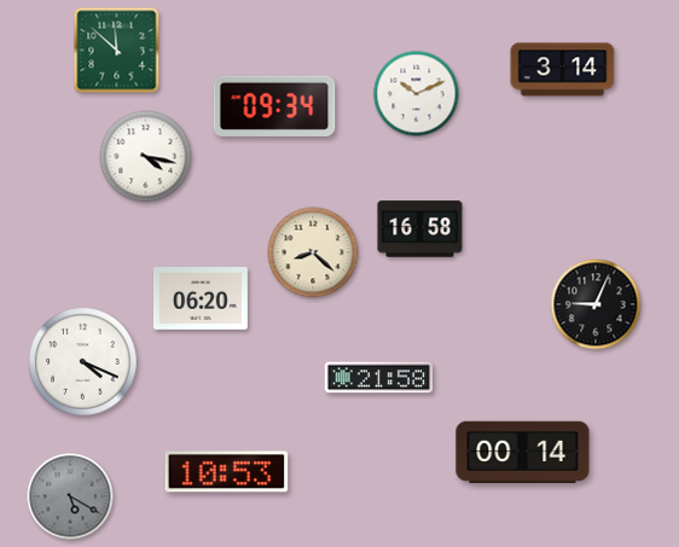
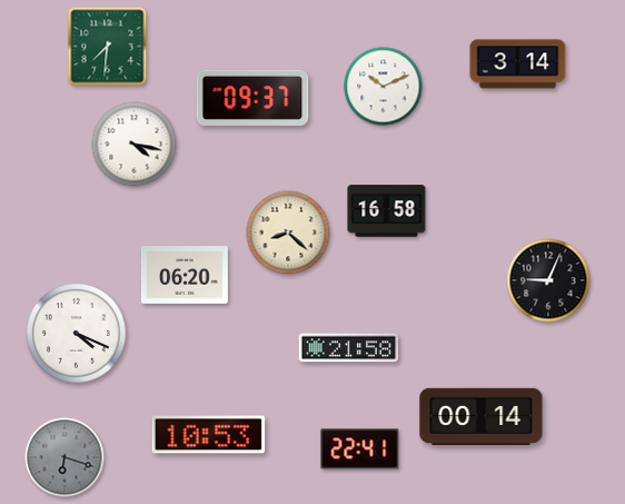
clock at (117, 51): 11:52 -> 7:31
clock at (274, 106): 09:34 -> 09:37
clock at (360, 449): none -> 22:41
clock at (70, 496): 5:20 -> 6:18
